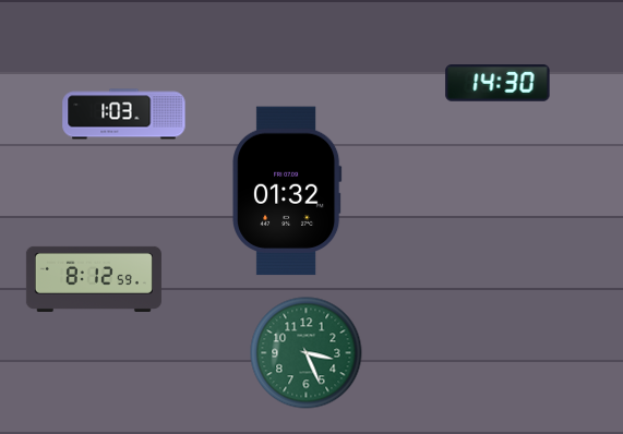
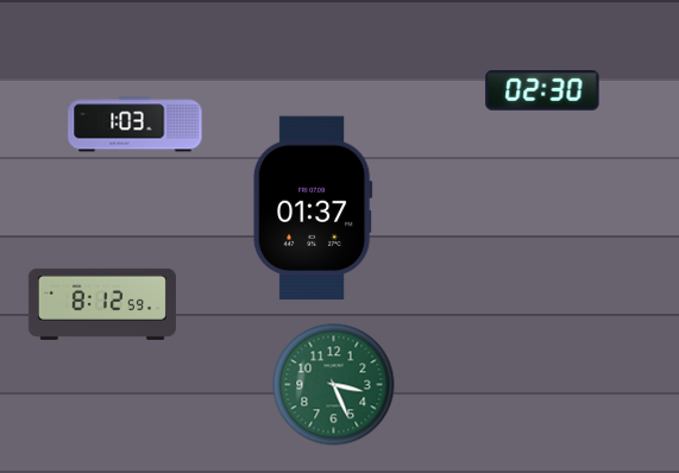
clock at (498, 83): 14:30 -> 02:30
clock at (288, 191): 01:32 -> 01:37
